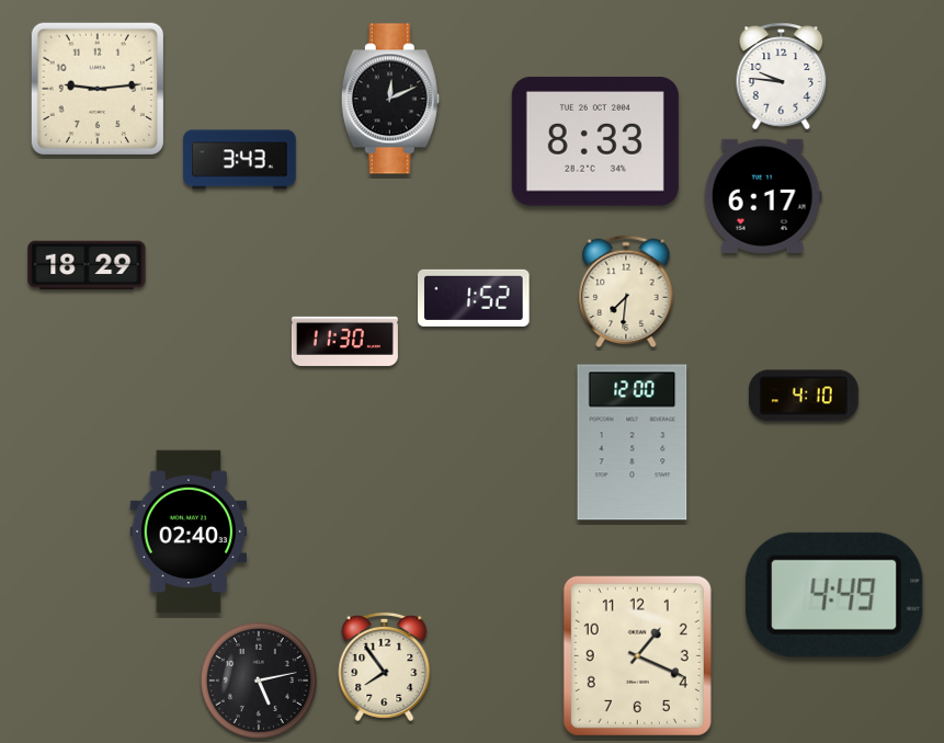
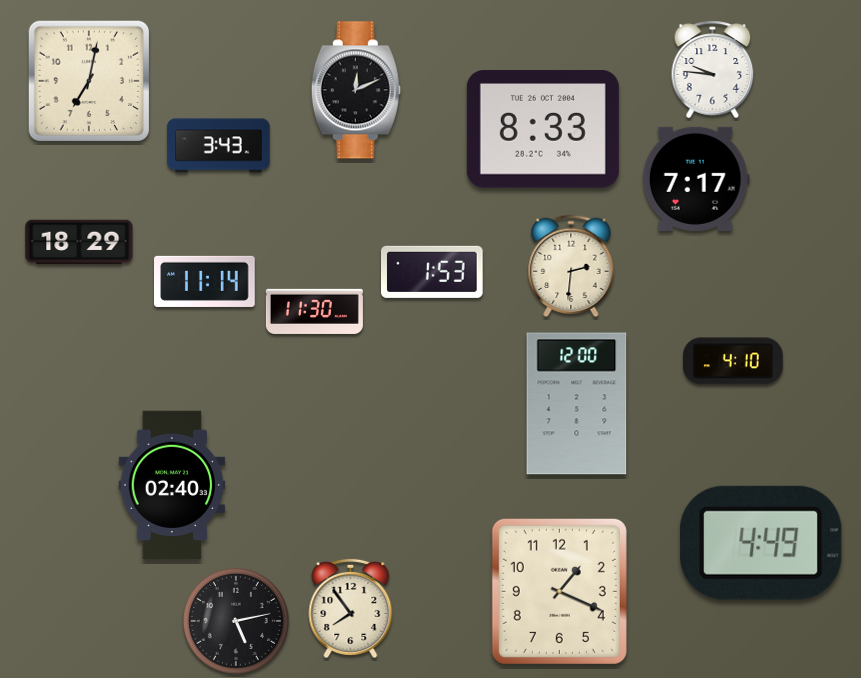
clock at (96, 88): 9:14 -> 7:02
clock at (763, 196): 6:17 -> 7:17
clock at (626, 292): 7:31 -> 2:31
clock at (474, 298): 1:52 -> 1:53
clock at (205, 281): none -> 11:14
clock at (637, 655) position: (637, 655) -> (559, 591)
